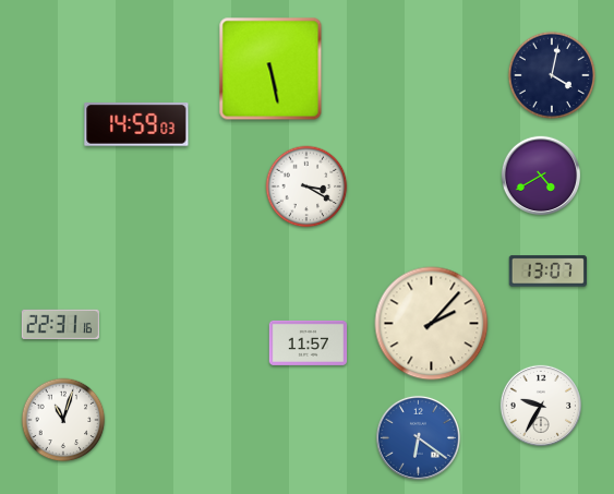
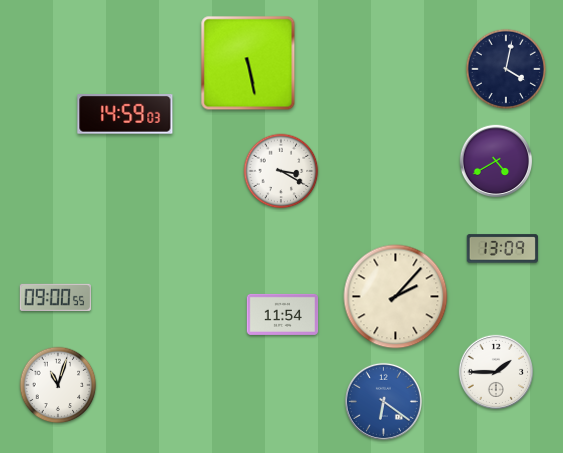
clock at (547, 272): 13:07 -> 13:09
clock at (60, 324): 22:31 -> 09:00
clock at (309, 342): 11:57 -> 11:54
clock at (540, 405): 9:35 -> 1:45
